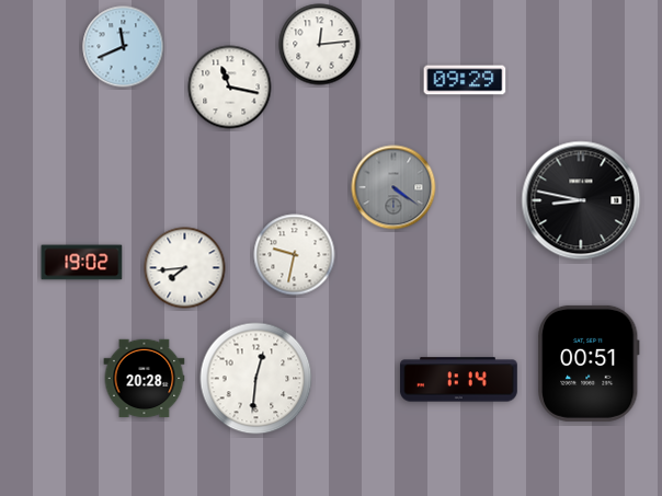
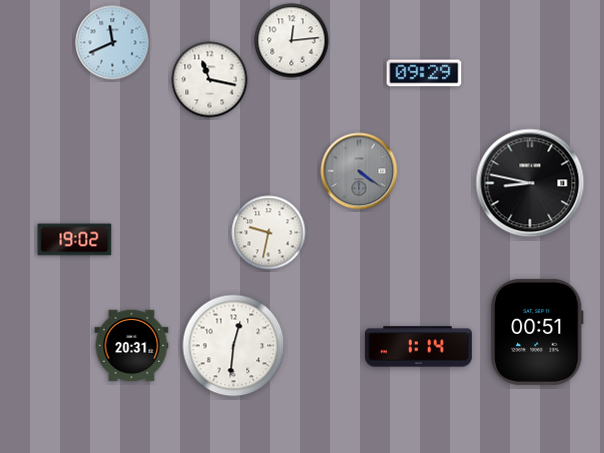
clock at (185, 268): 7:44 -> none
clock at (145, 379): 20:28 -> 20:31
